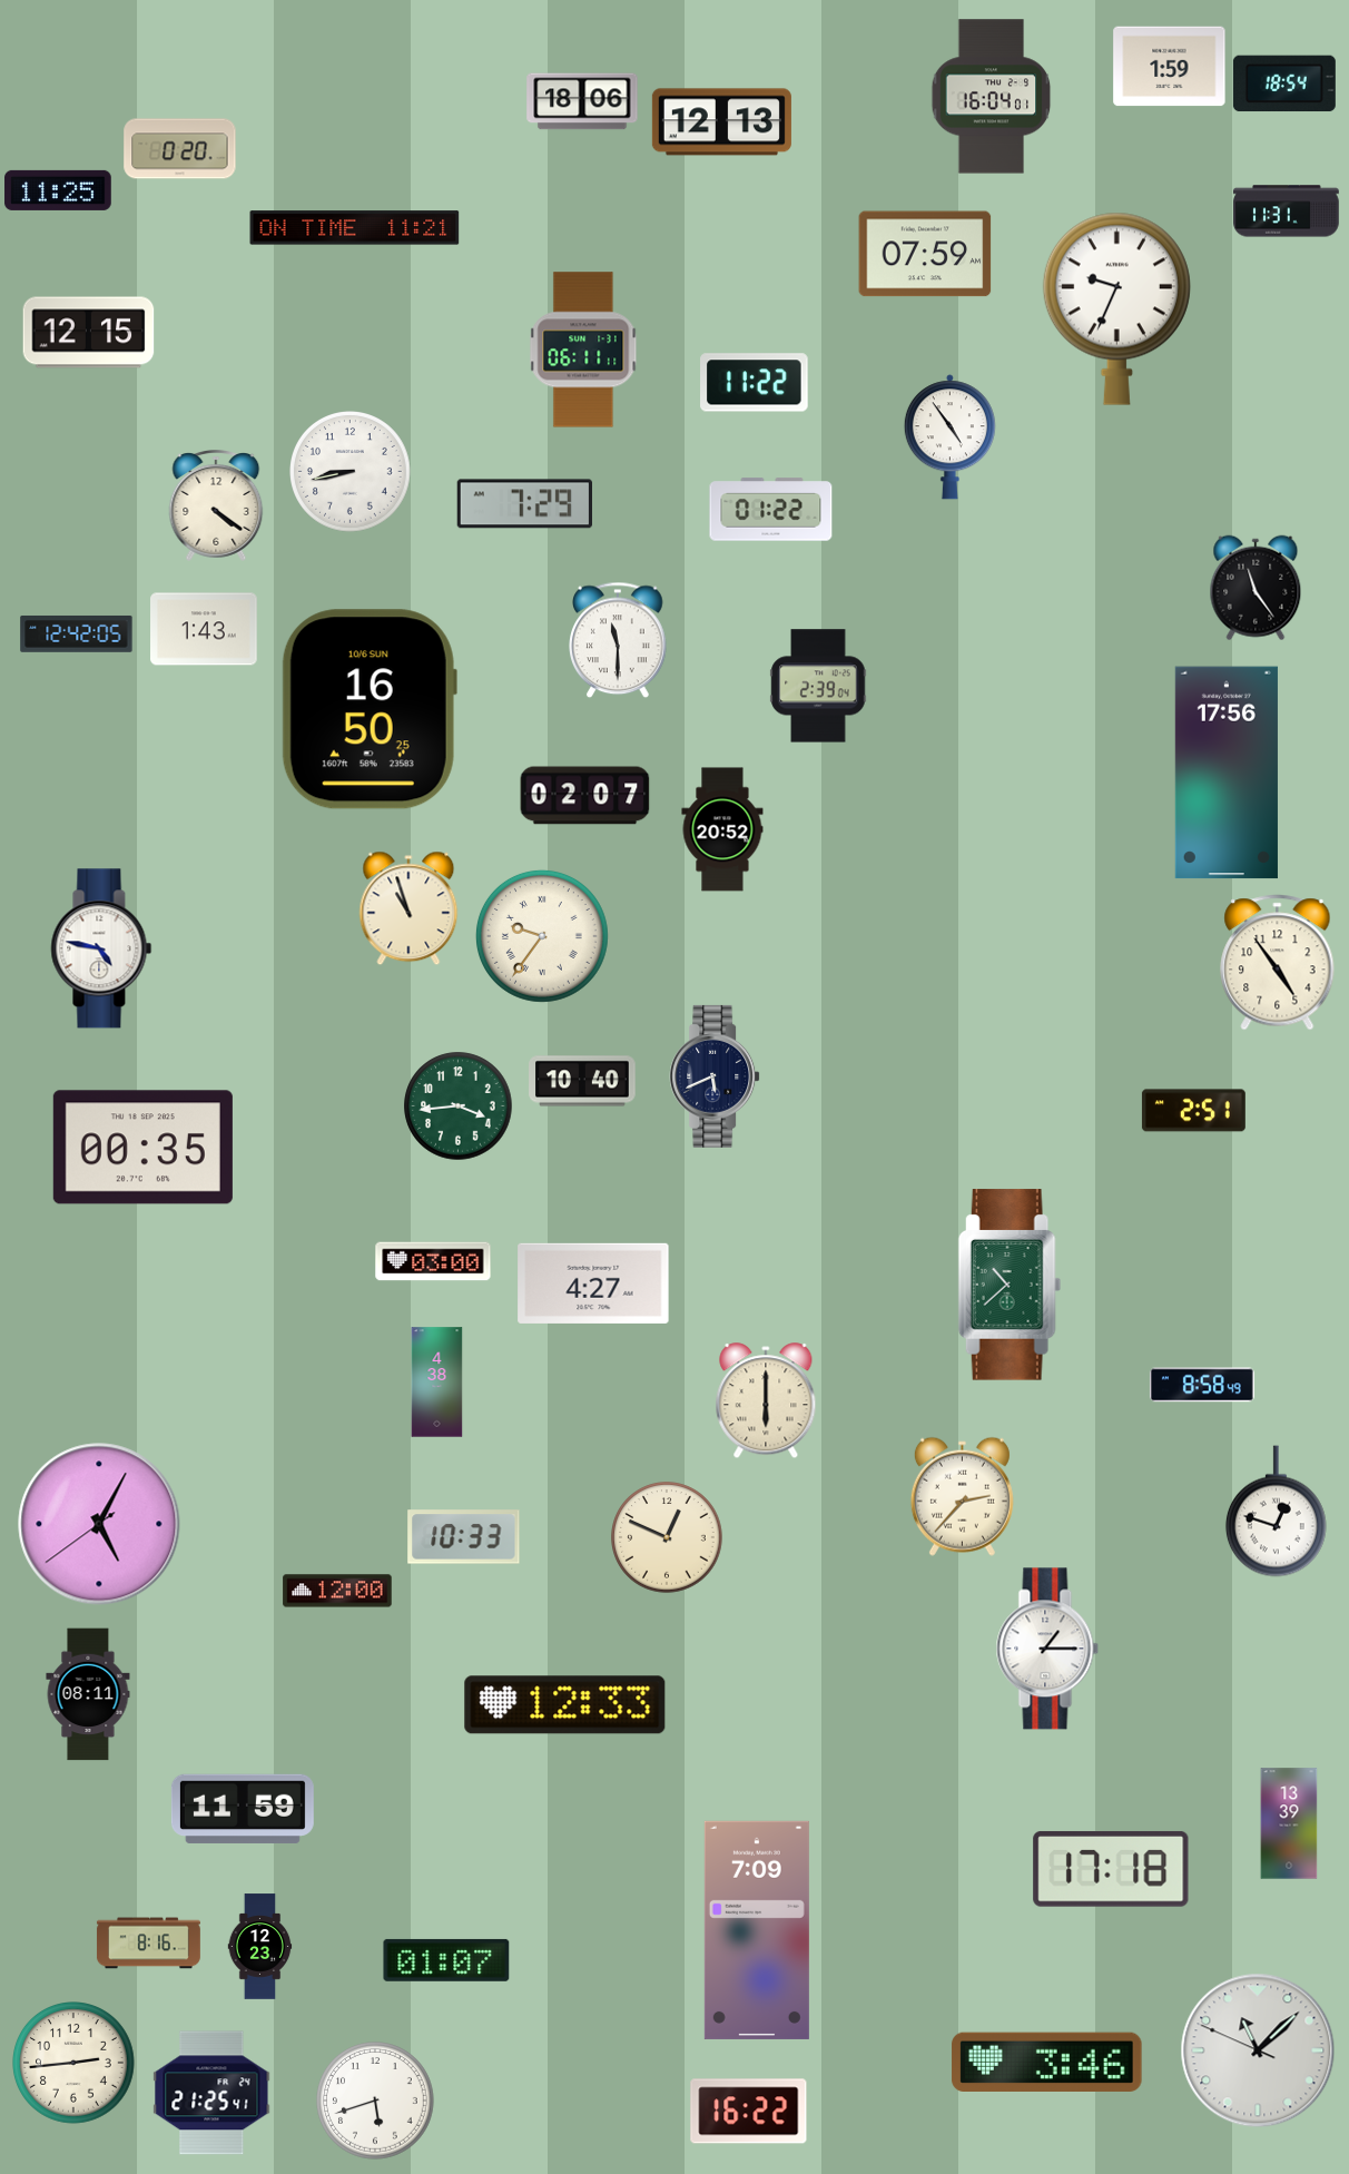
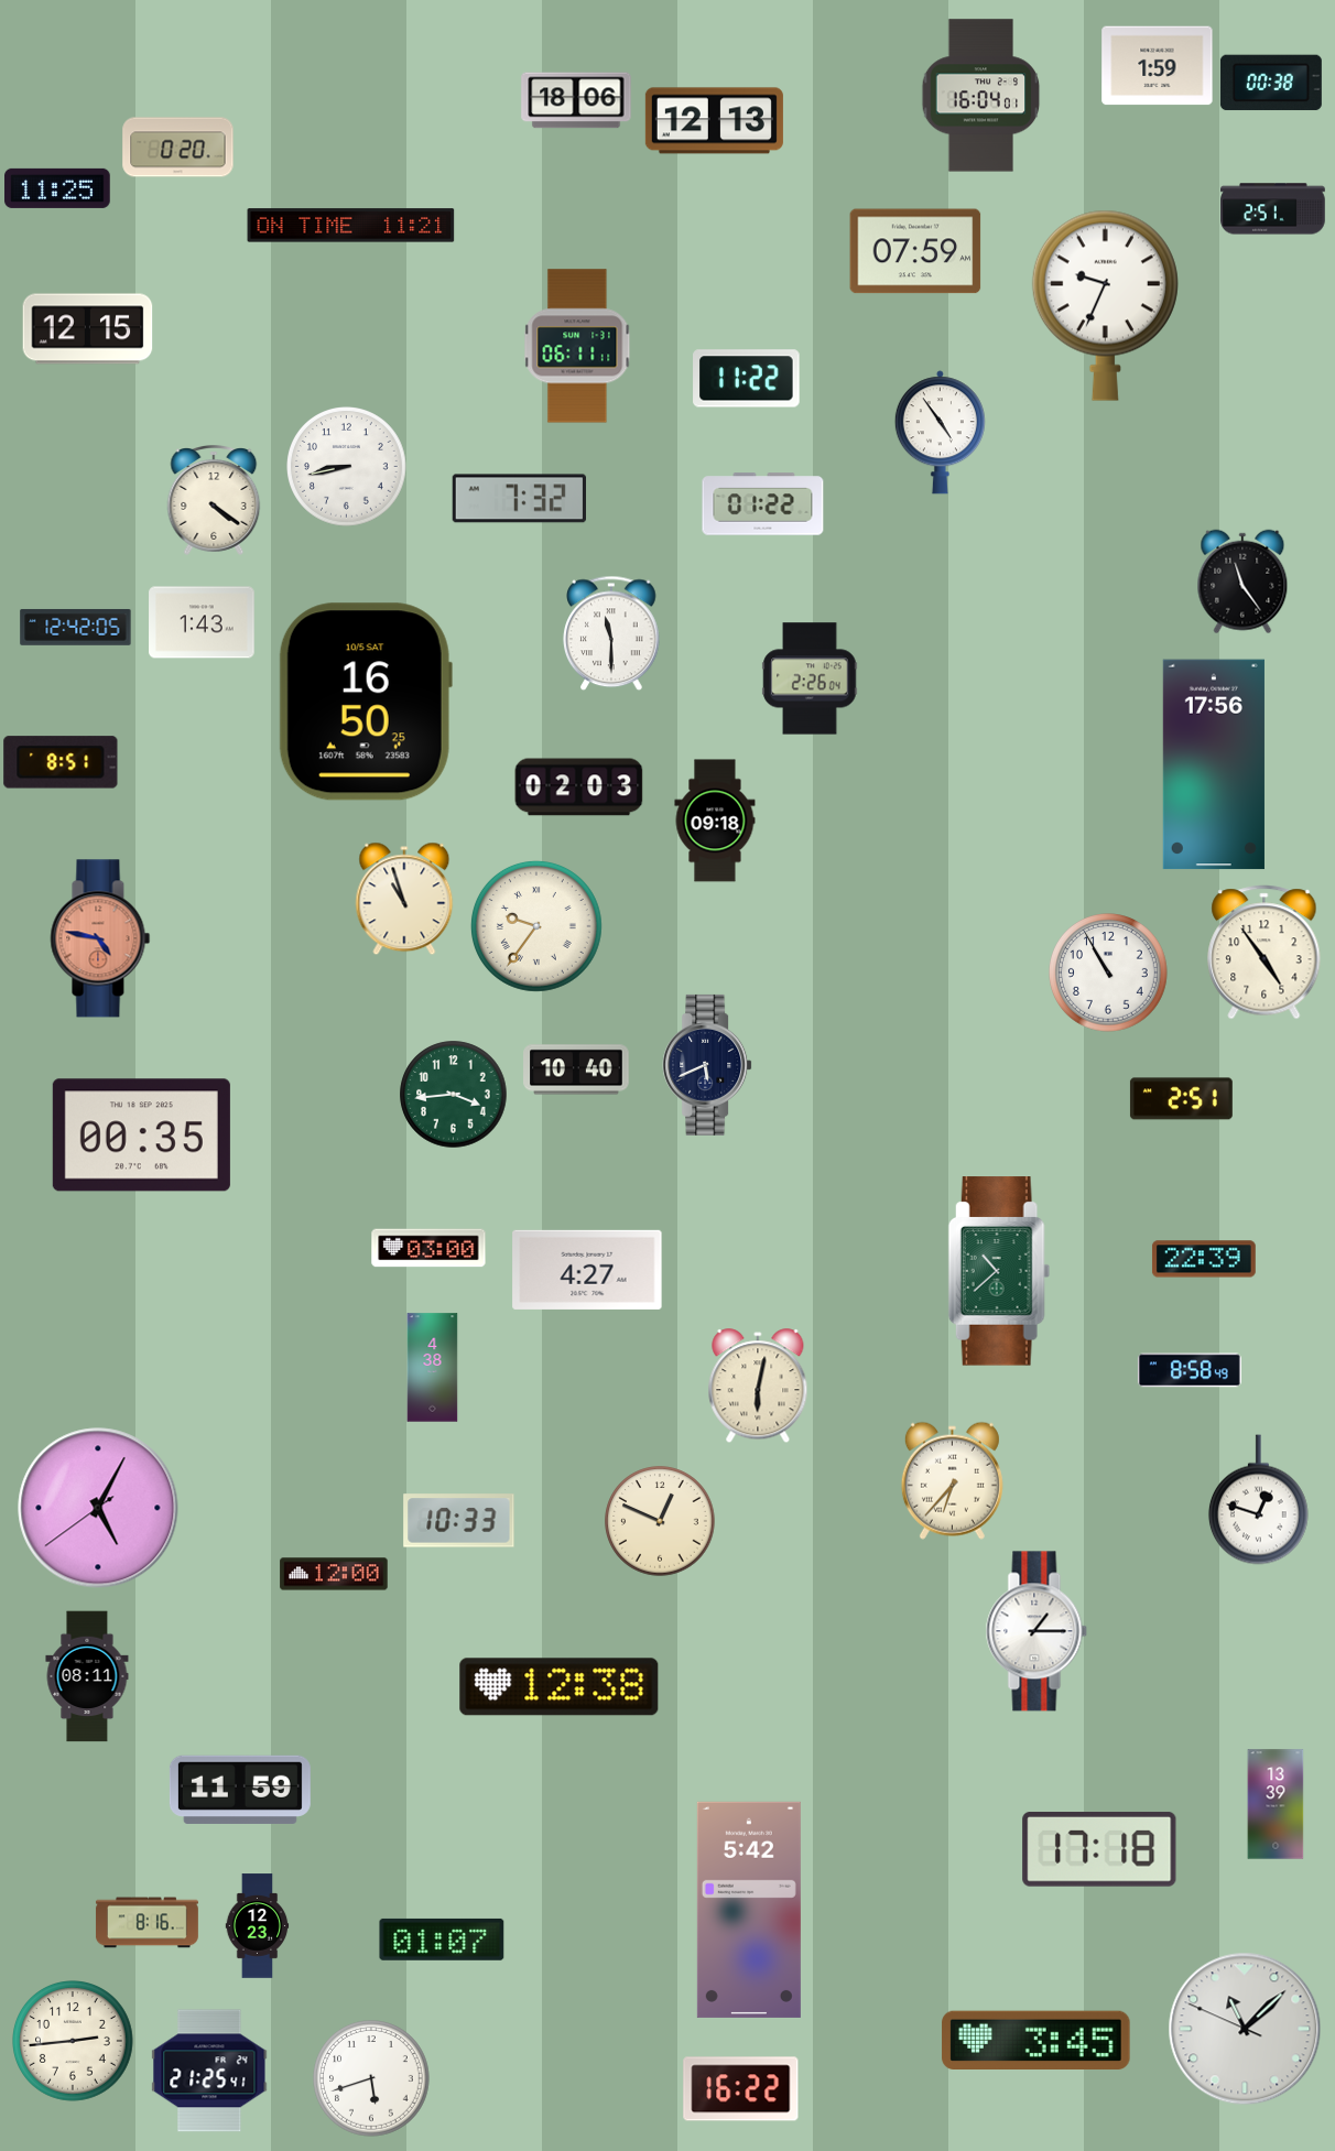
clock at (1284, 83): 18:54 -> 00:38
clock at (1287, 212): 11:31 -> 2:51
clock at (524, 504): 7:29 -> 7:32
clock at (818, 686): 2:39 -> 2:26
clock at (370, 709) date: 10/6 SUN -> 10/5 SAT
clock at (61, 762): none -> 8:51
clock at (585, 796): 02:07 -> 02:03
clock at (722, 829): 20:52 -> 09:18
clock at (101, 948) dial: white -> salmon
clock at (1109, 974): none -> 10:55
clock at (1204, 1259): none -> 22:39
clock at (766, 1401): 6:00 -> 6:02
clock at (962, 1496): 2:37 -> 6:37
clock at (1276, 1512) position: (1276, 1512) -> (1258, 1500)
clock at (565, 1705): 12:33 -> 12:38
clock at (757, 1930): 7:09 -> 5:42
clock at (1047, 2062): 3:46 -> 3:45
